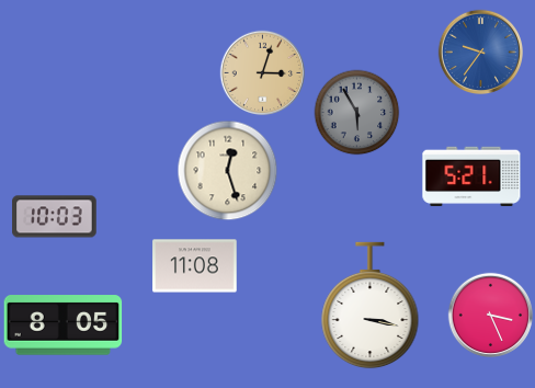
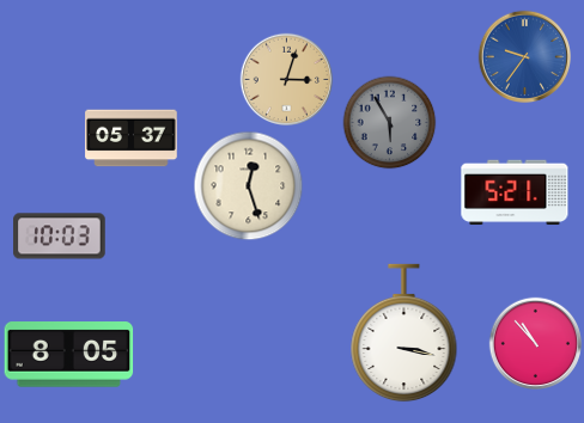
clock at (132, 139): none -> 05:37
clock at (195, 266): 11:08 -> none
clock at (490, 315): 3:26 -> 10:53
